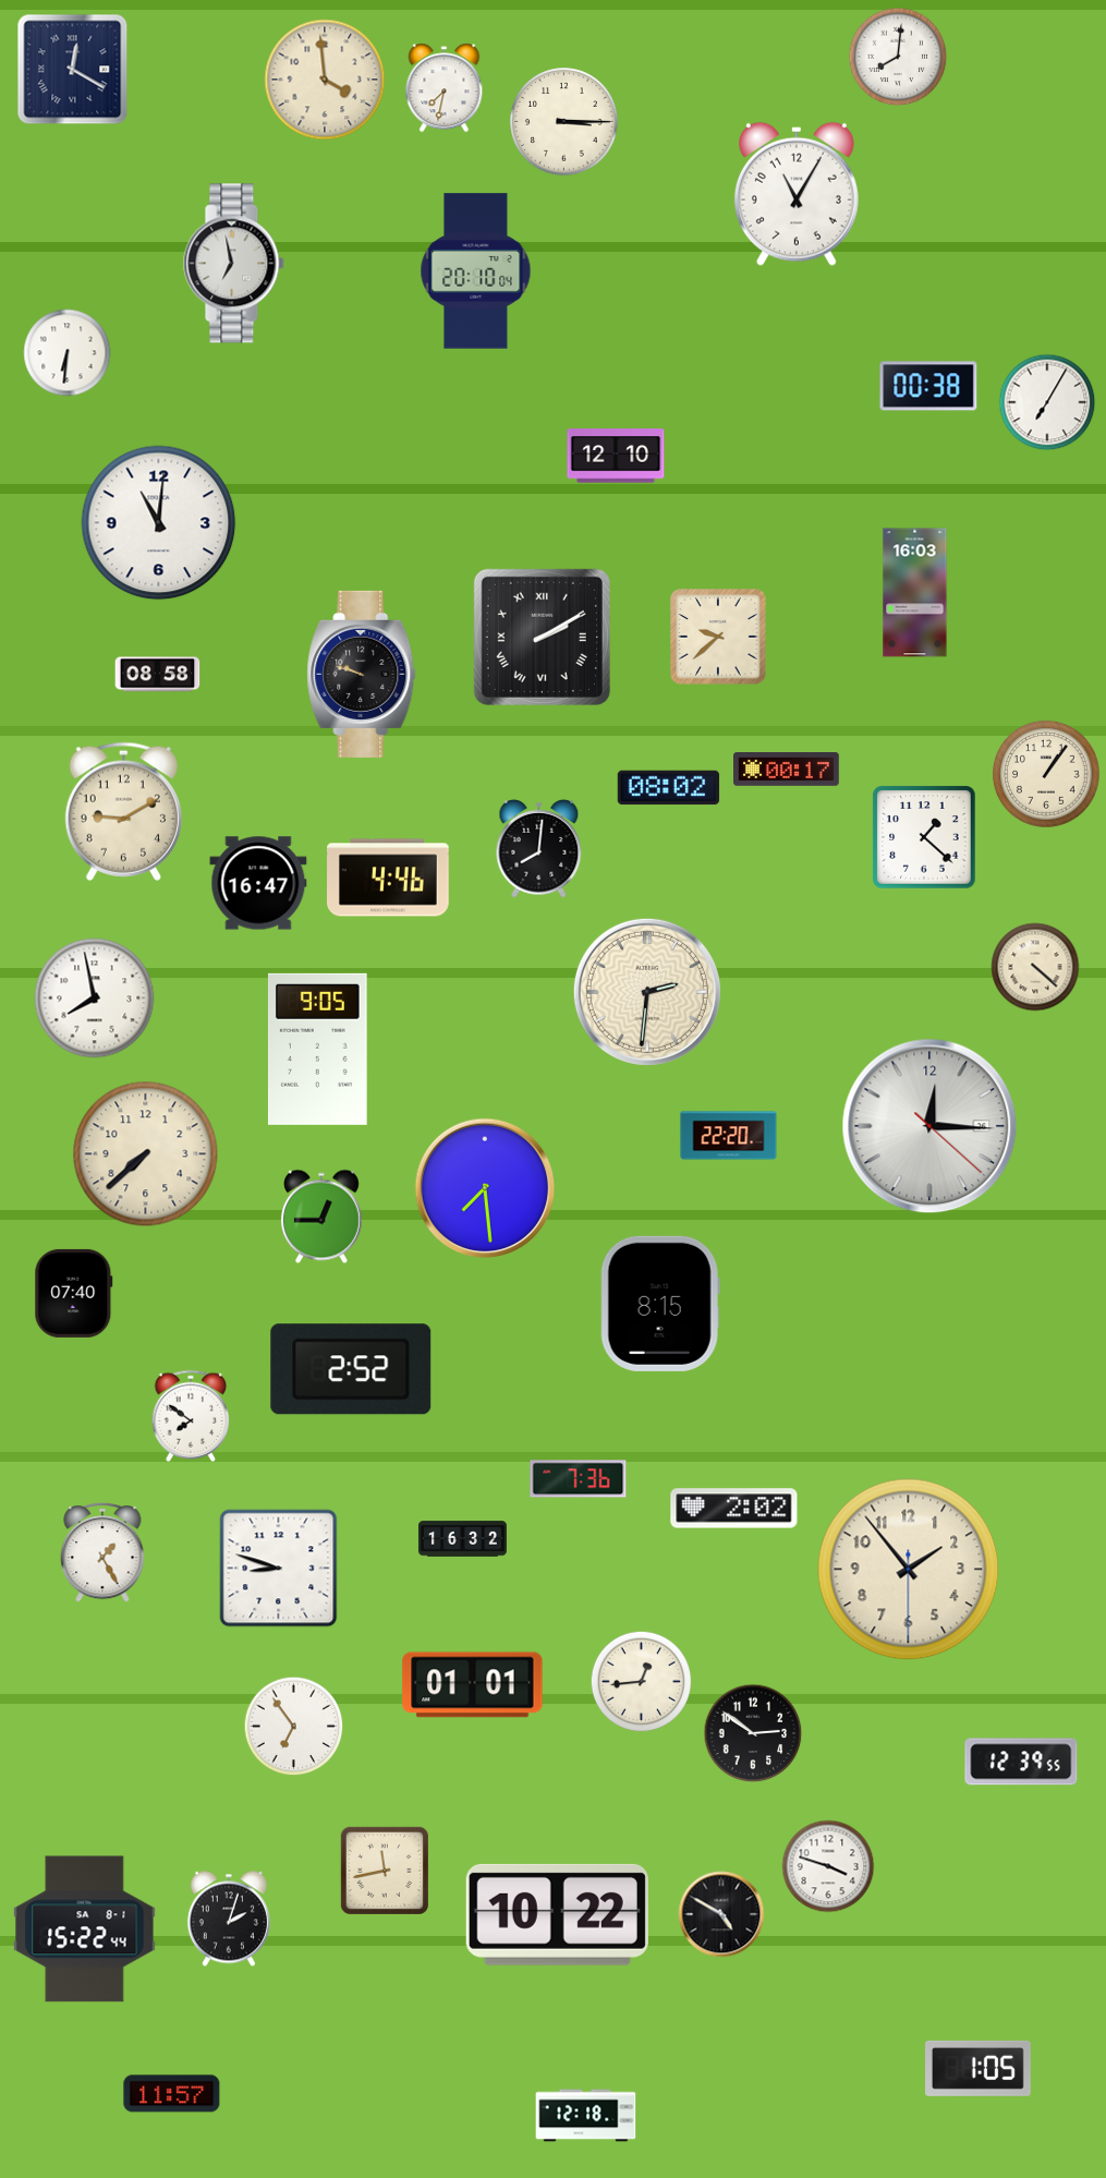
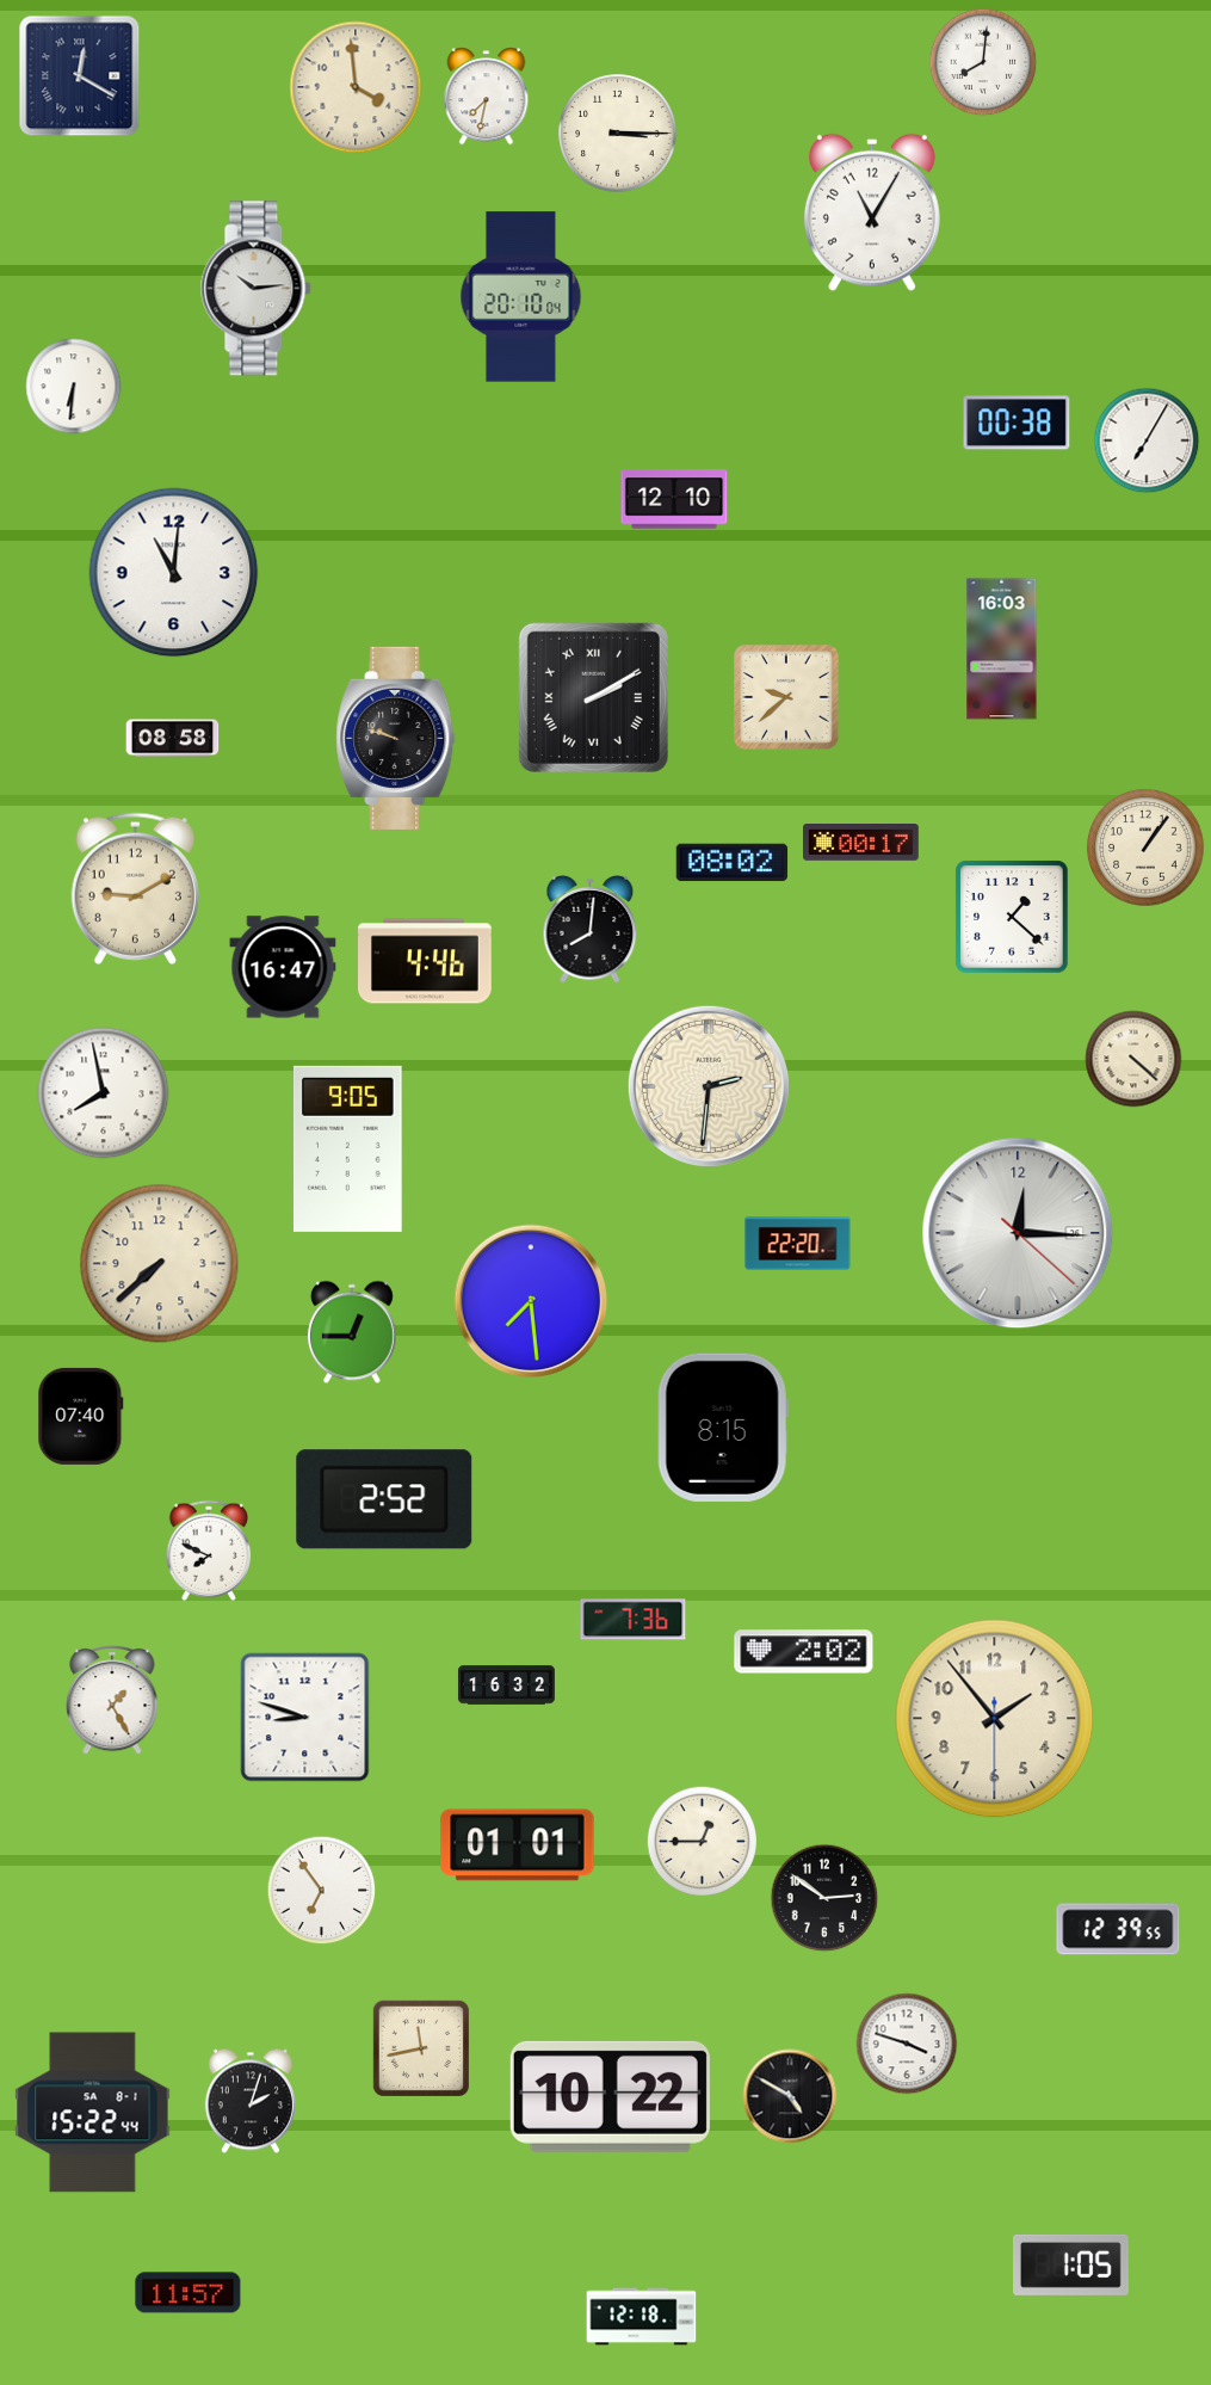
clock at (234, 264): 6:58 -> 10:14
clock at (191, 1415): 7:51 -> 7:49
clock at (641, 1681): 12:44 -> 12:45
